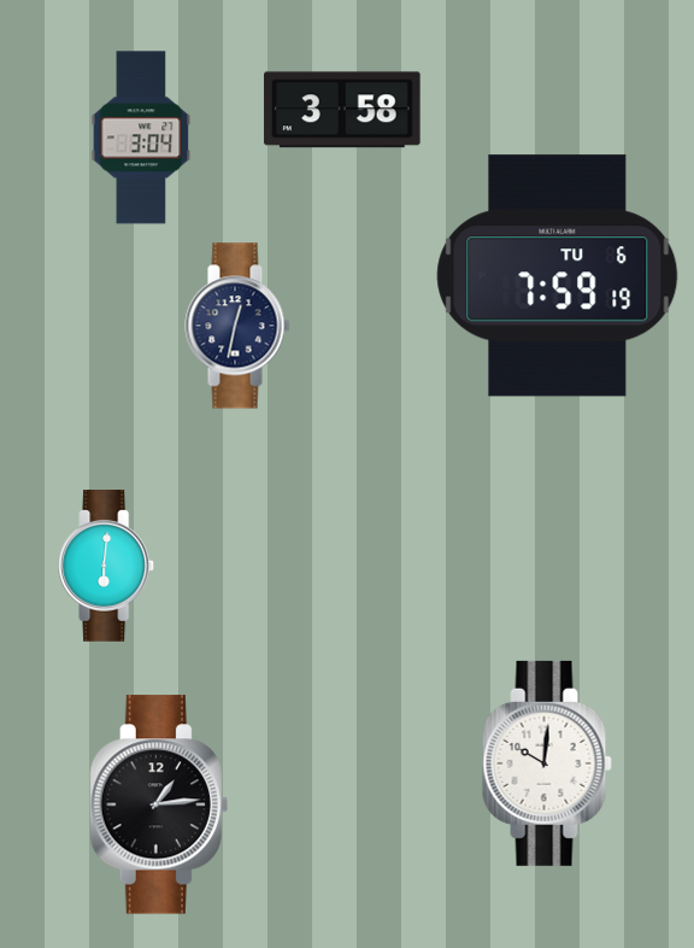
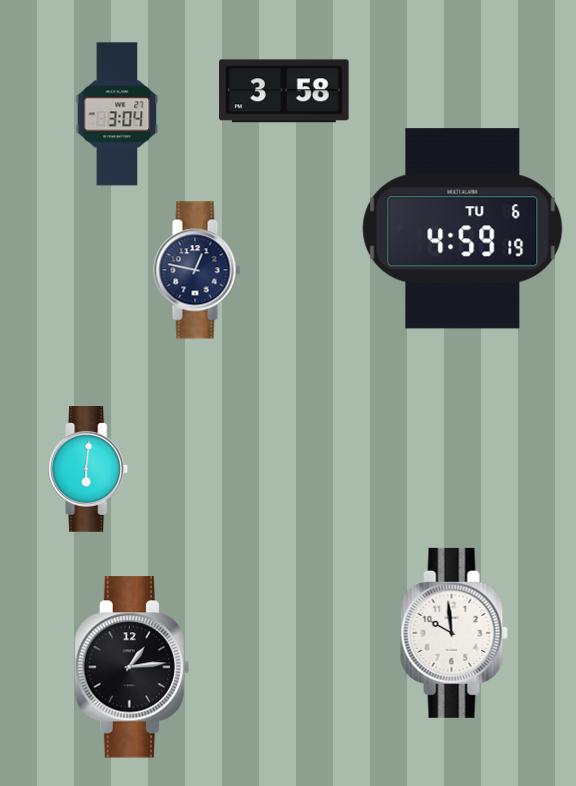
clock at (558, 276): 7:59 -> 4:59
clock at (237, 326): 12:32 -> 12:47
clock at (547, 763): 10:01 -> 9:59
